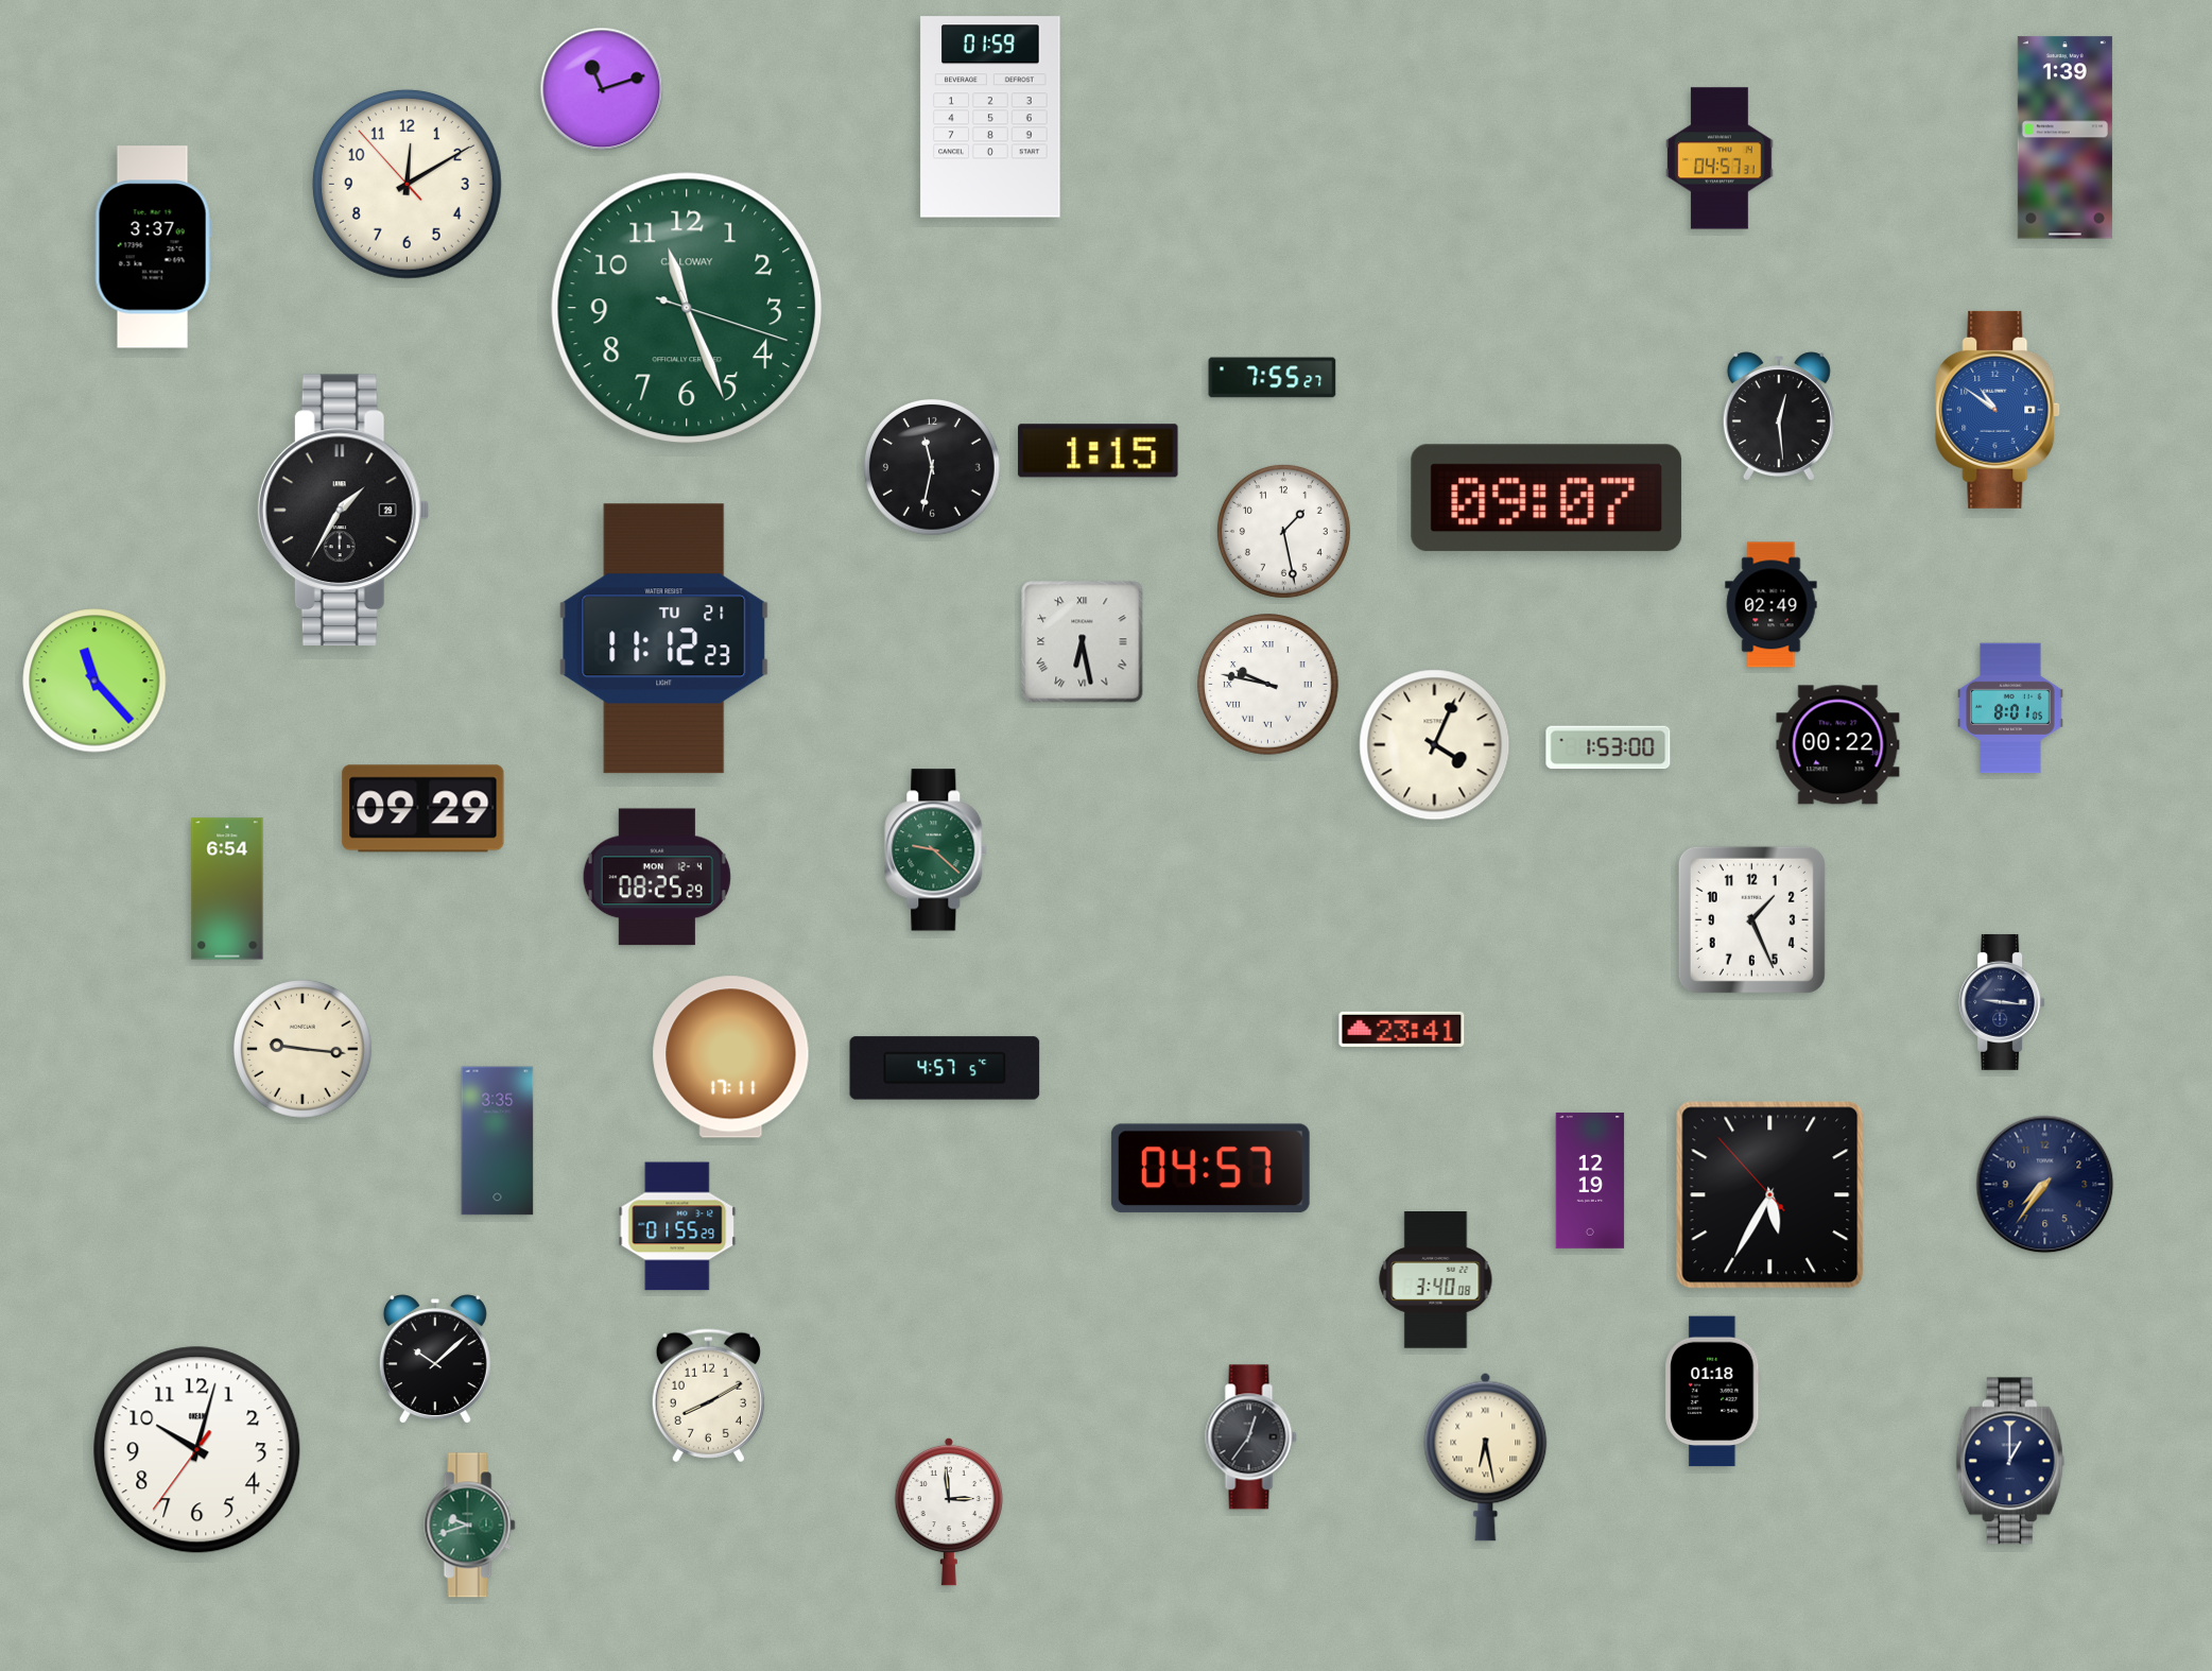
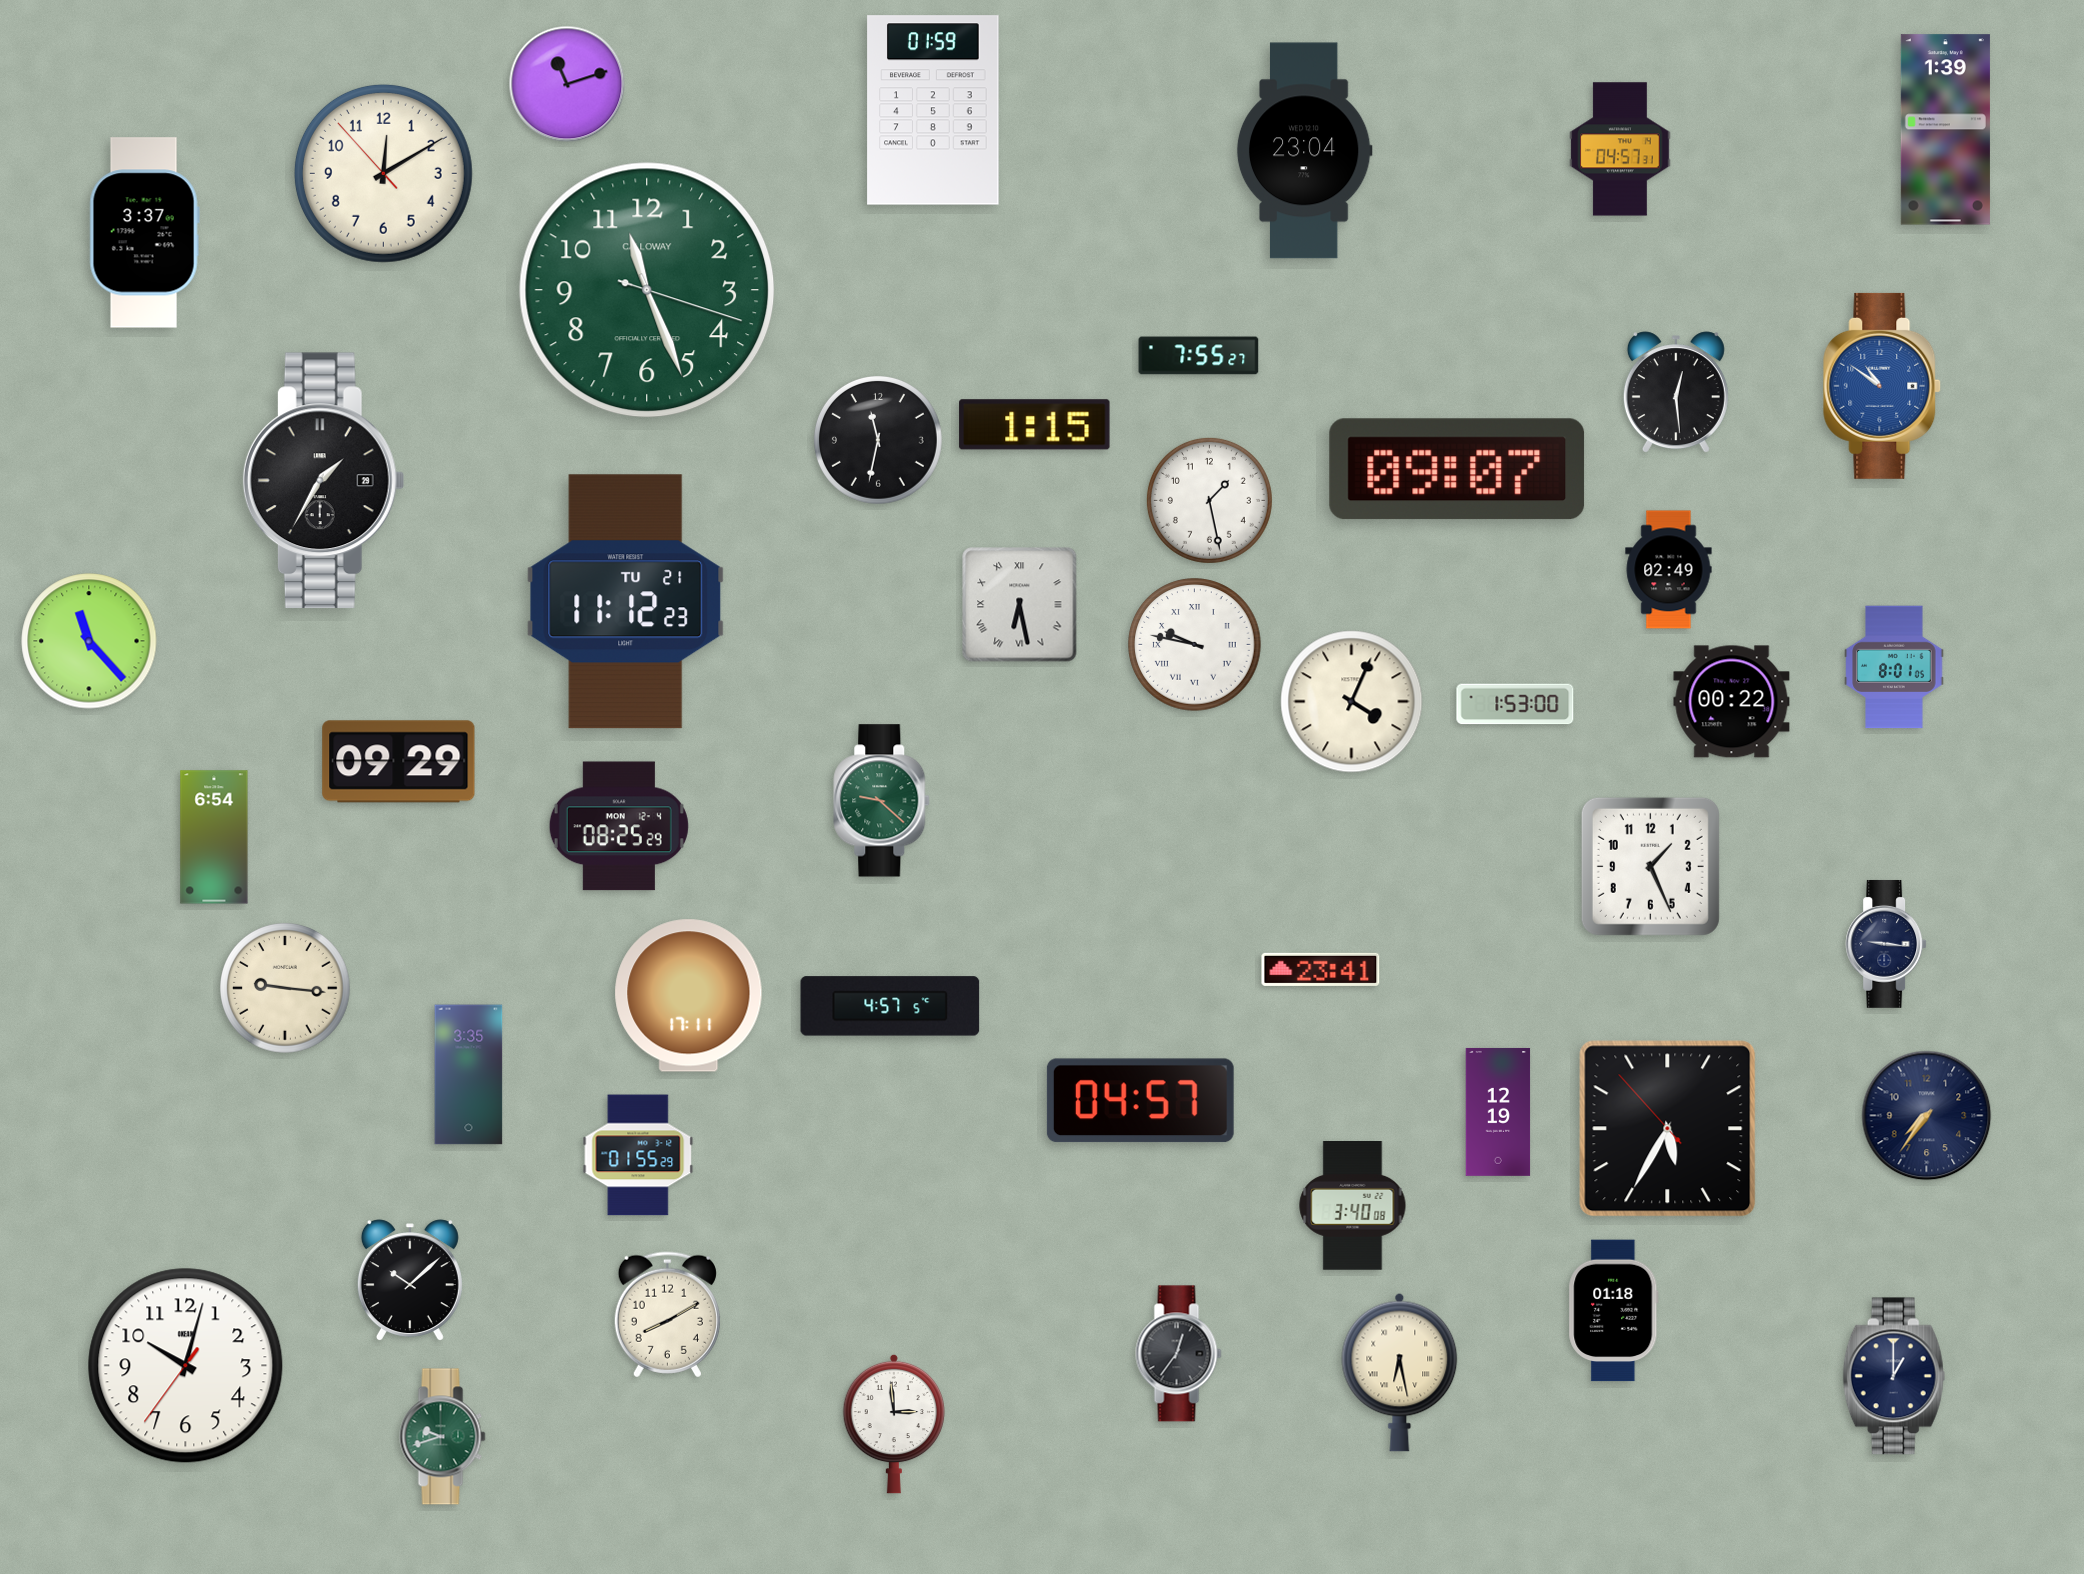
clock at (1304, 151): none -> 23:04
clock at (1770, 1195) position: (1770, 1195) -> (1668, 1129)
